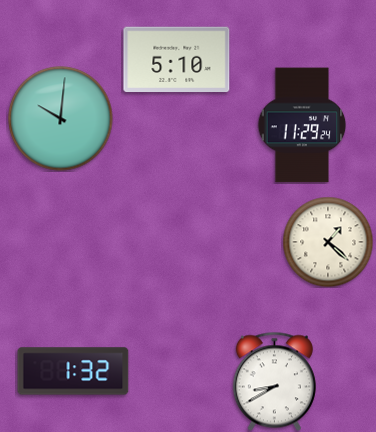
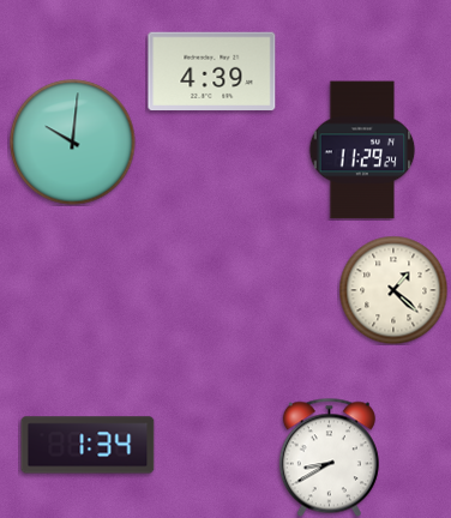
clock at (177, 60): 5:10 -> 4:39
clock at (73, 371): 1:32 -> 1:34
